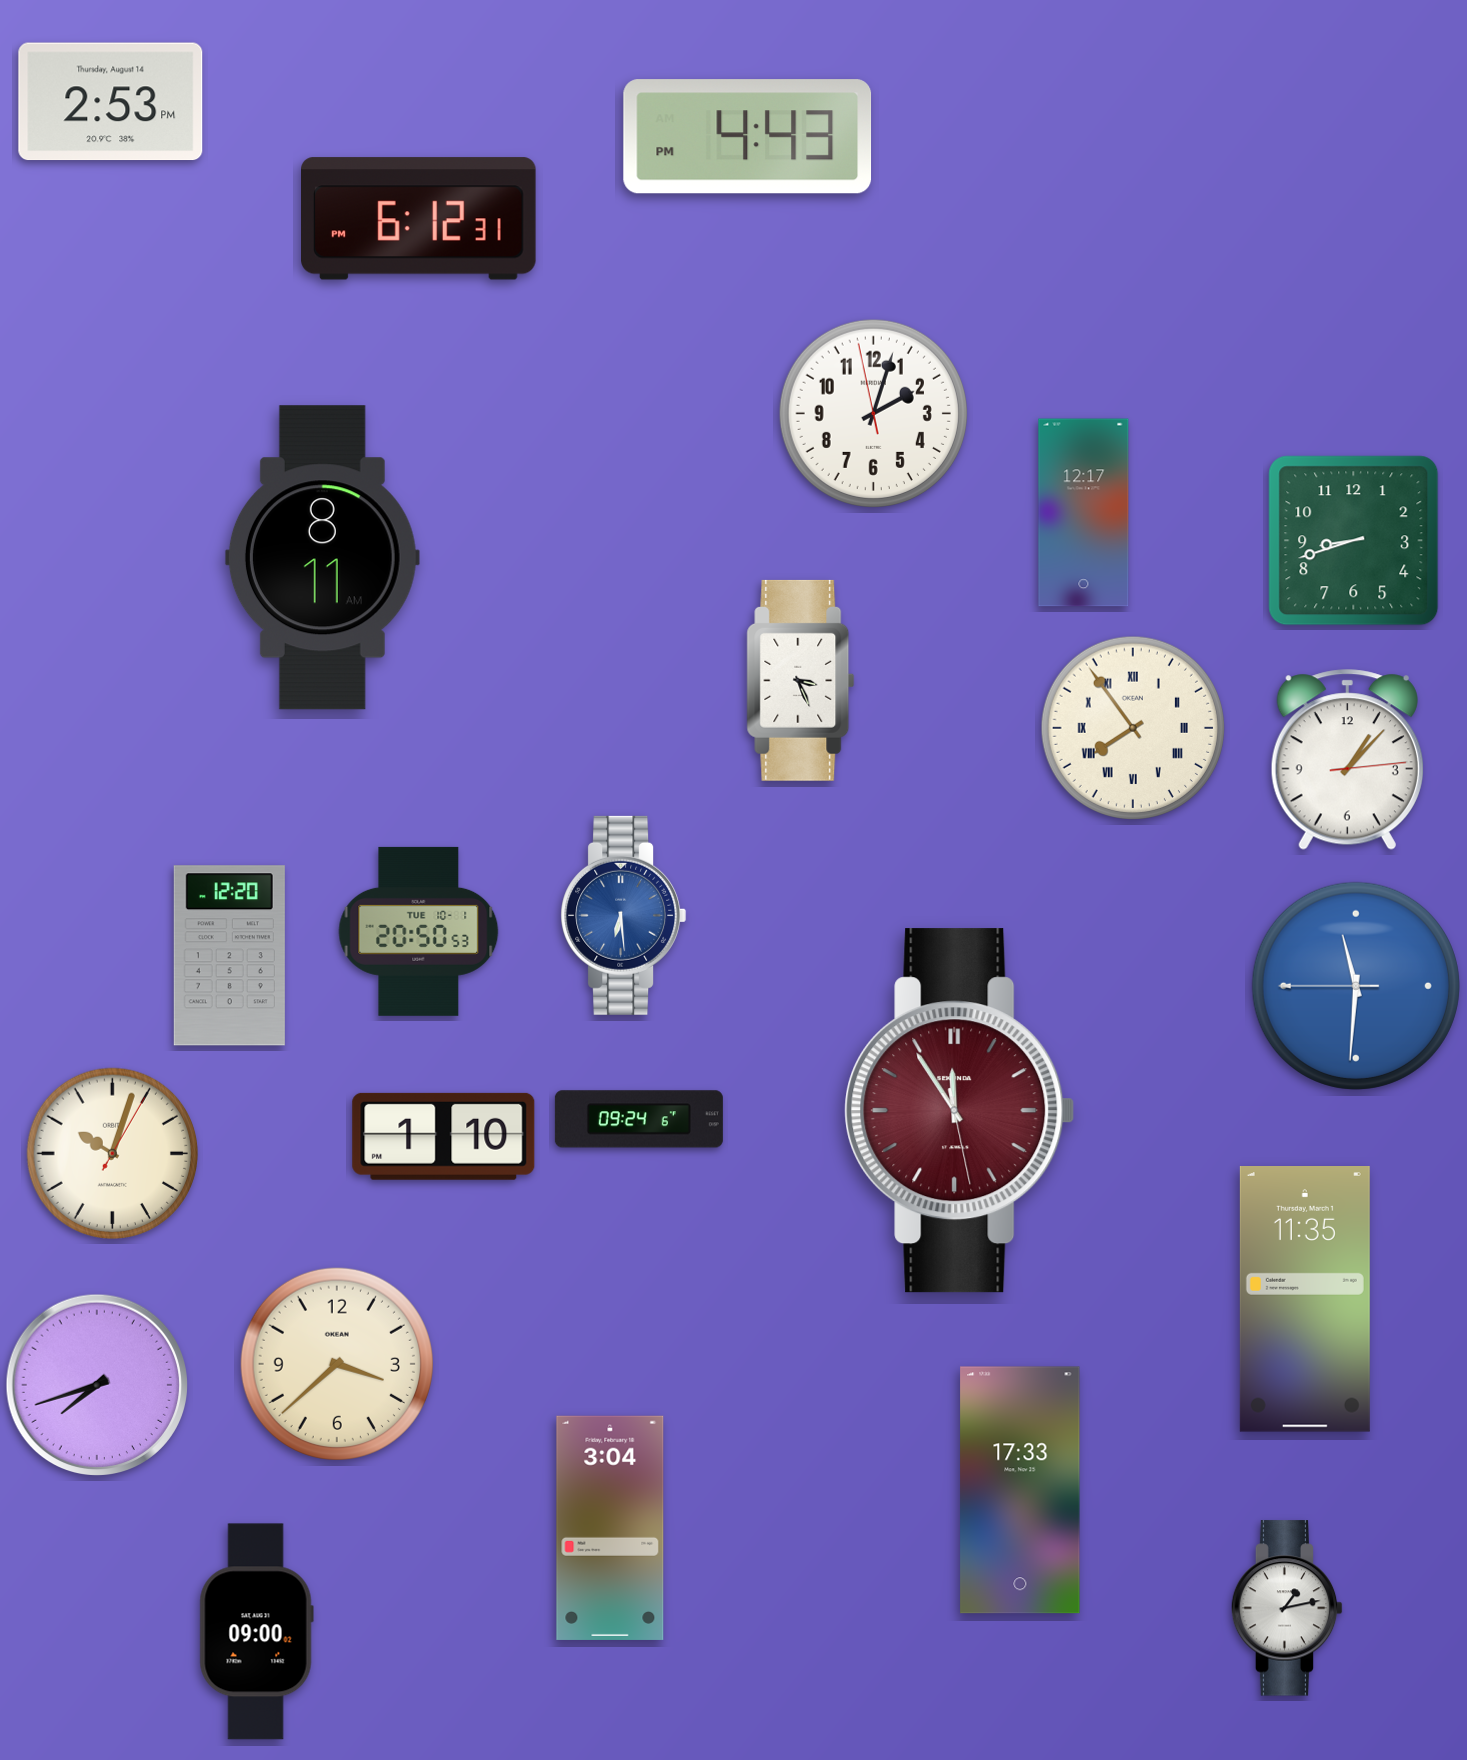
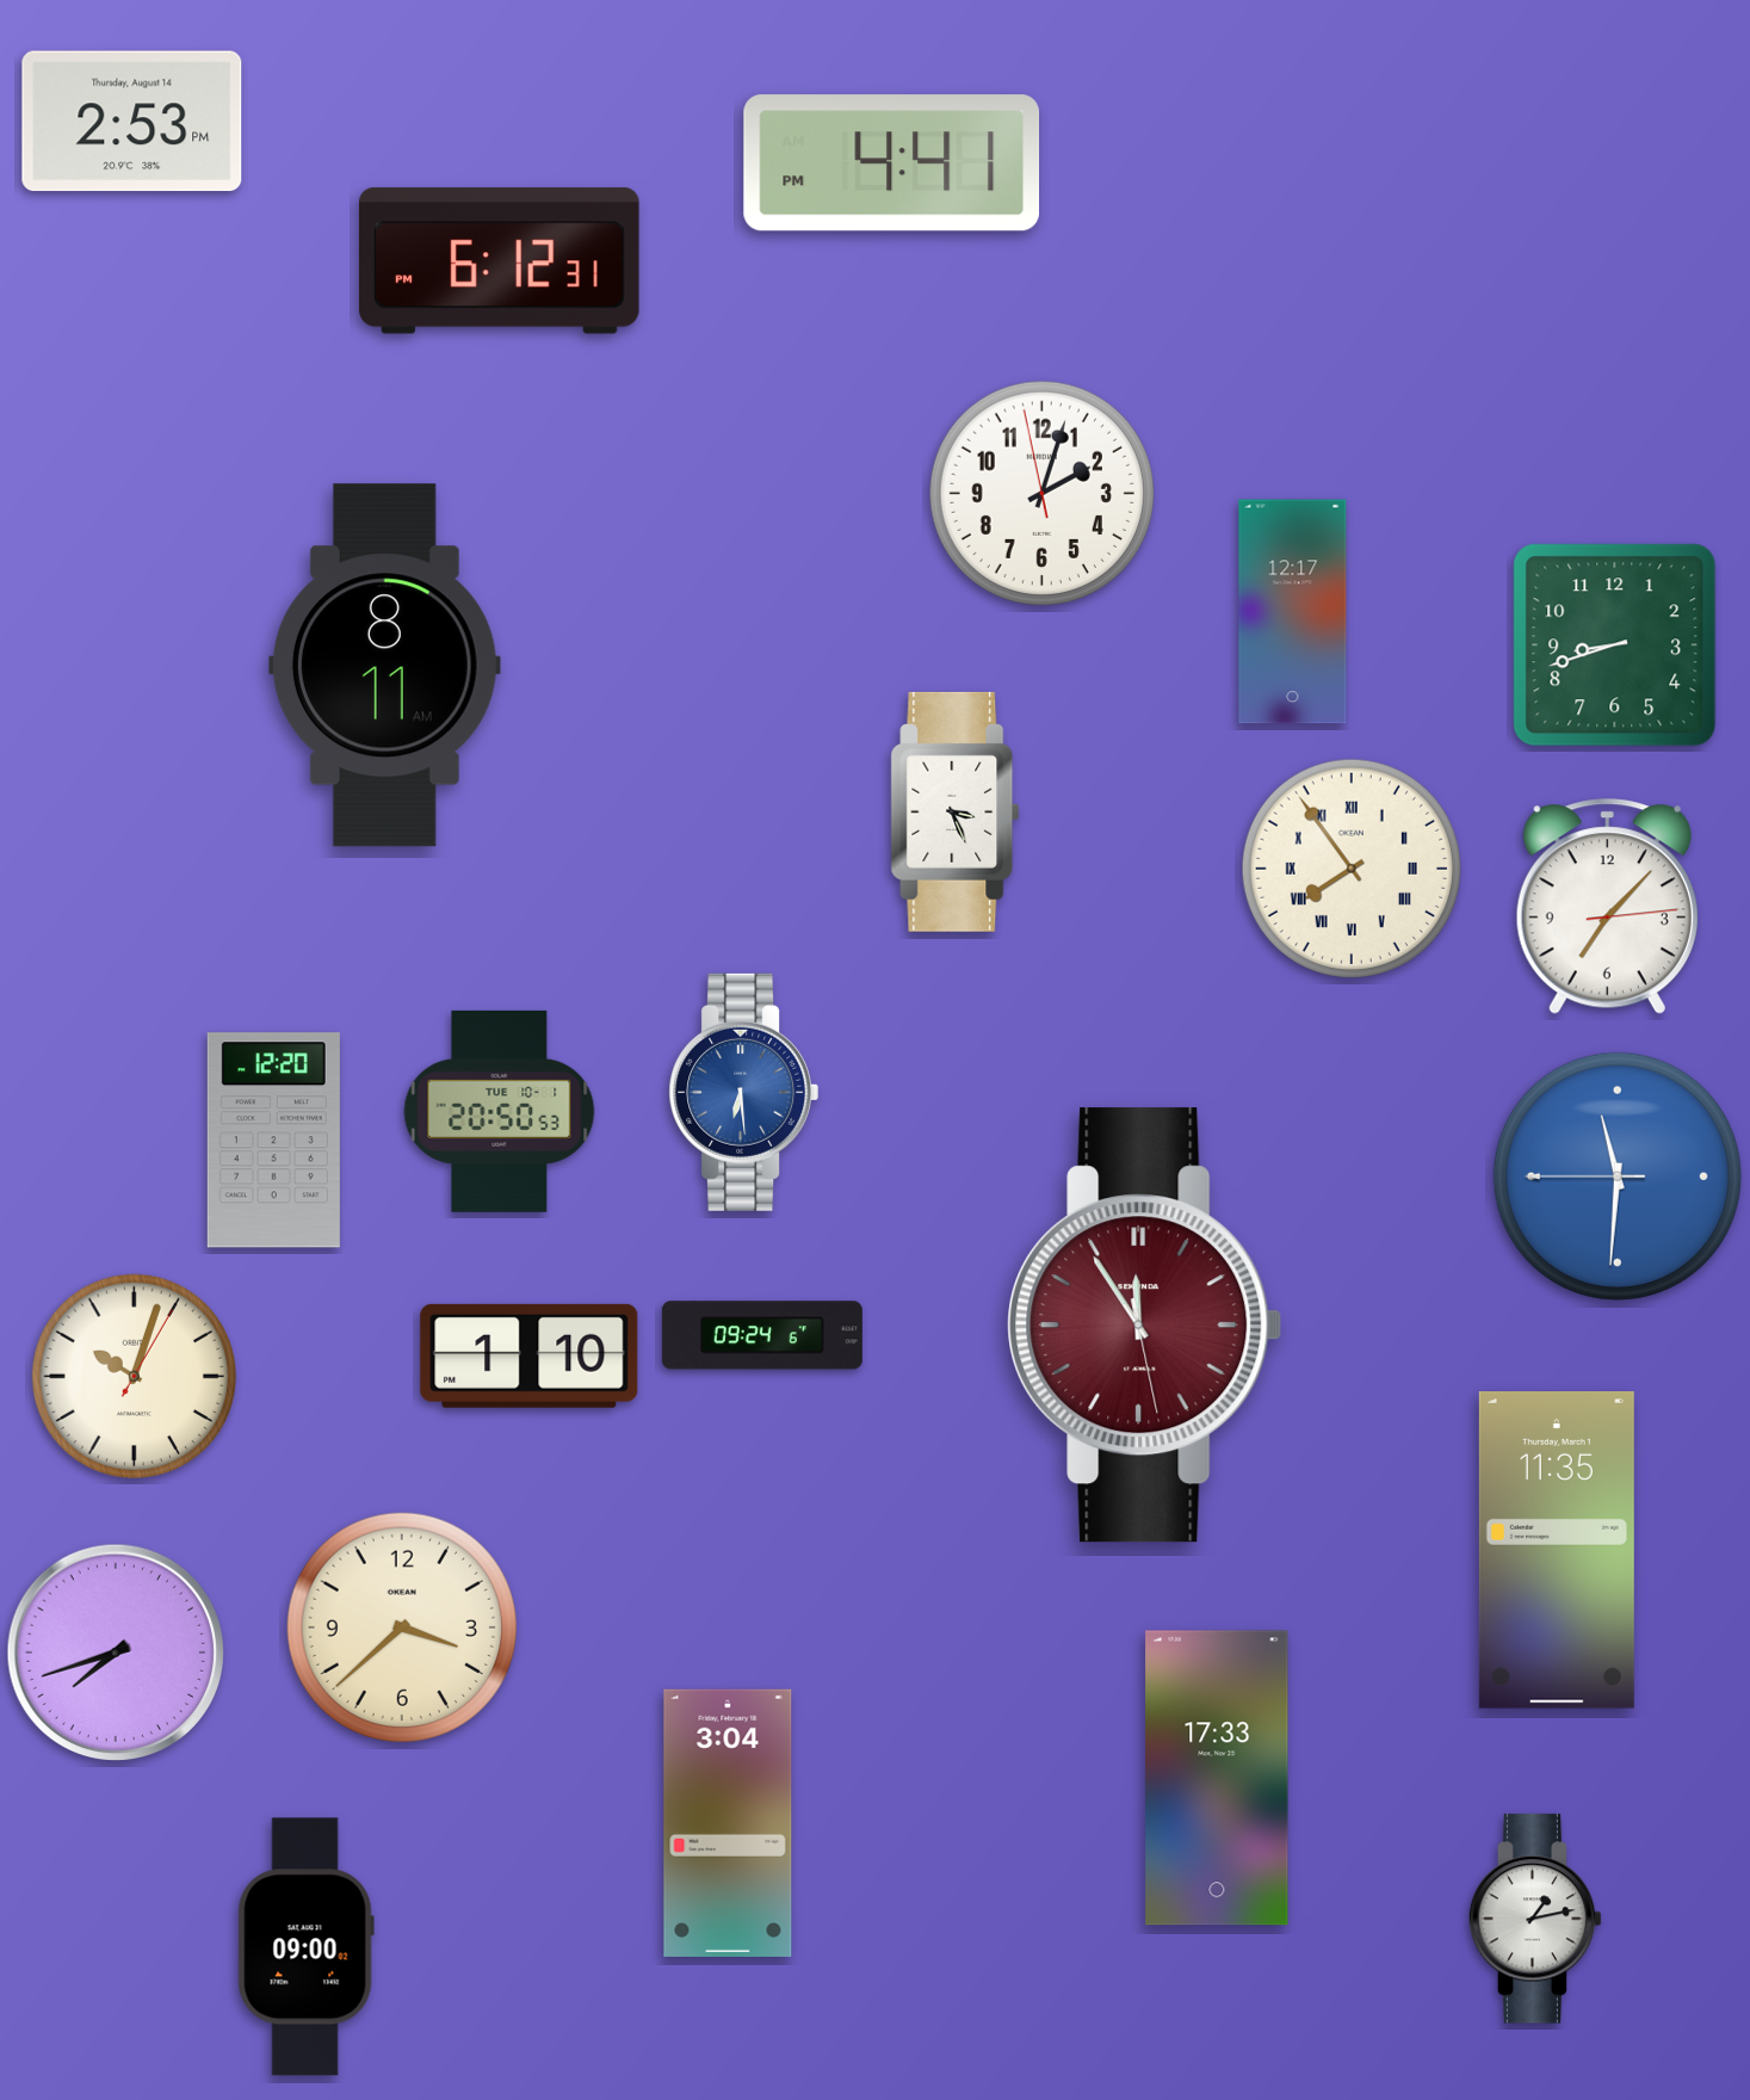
clock at (748, 137): 4:43 -> 4:41
clock at (1347, 760): 1:07 -> 7:07
